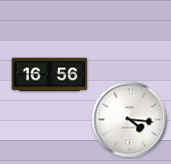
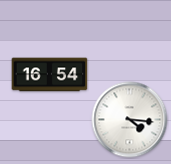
clock at (50, 75): 16:56 -> 16:54
